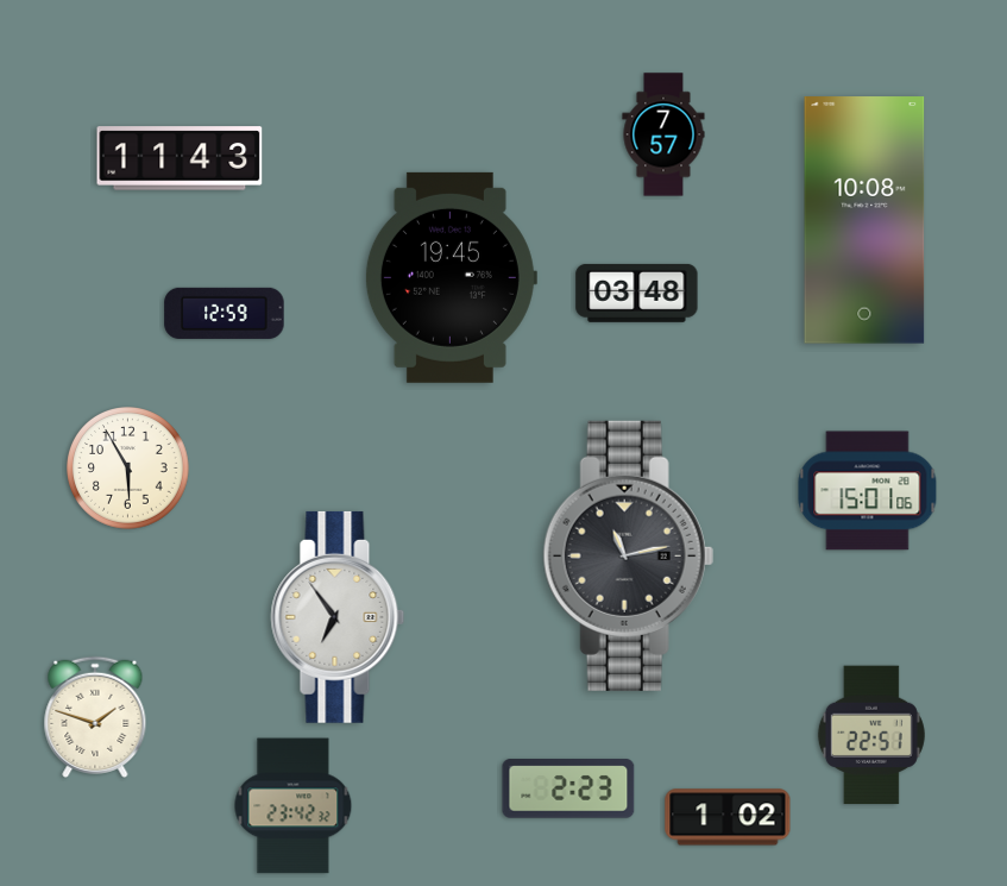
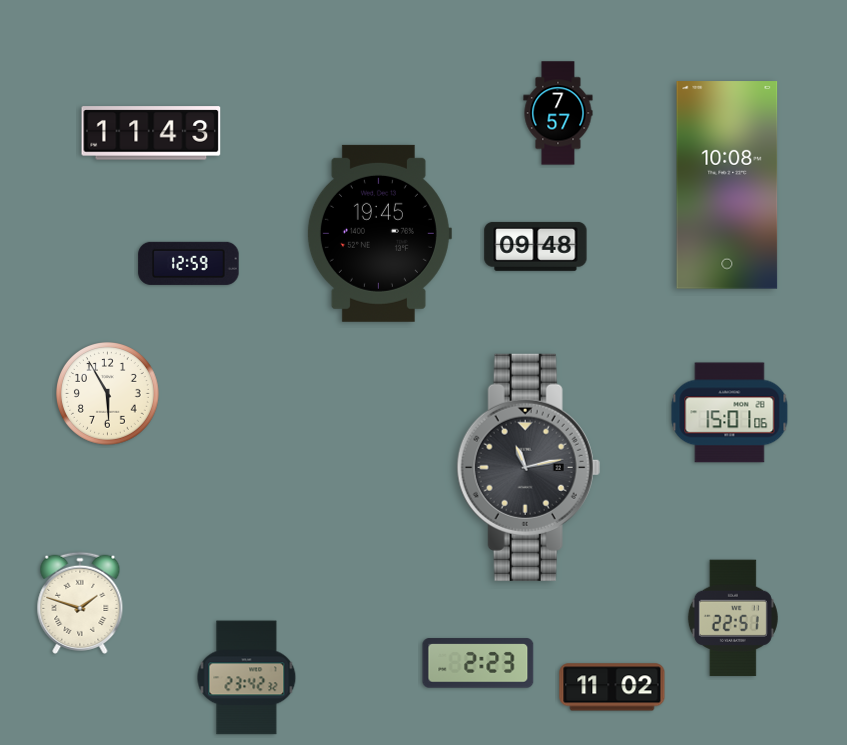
clock at (637, 293): 03:48 -> 09:48
clock at (338, 617): 6:54 -> none
clock at (728, 817): 1:02 -> 11:02
